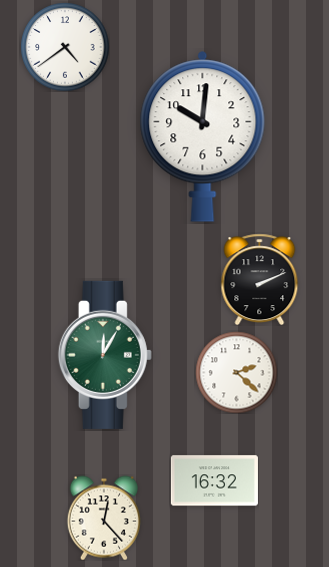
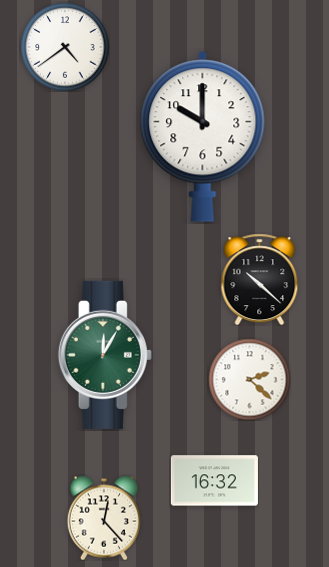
clock at (203, 137): 10:01 -> 10:00
clock at (260, 279): 2:11 -> 10:22
clock at (236, 372) position: (236, 372) -> (249, 379)
